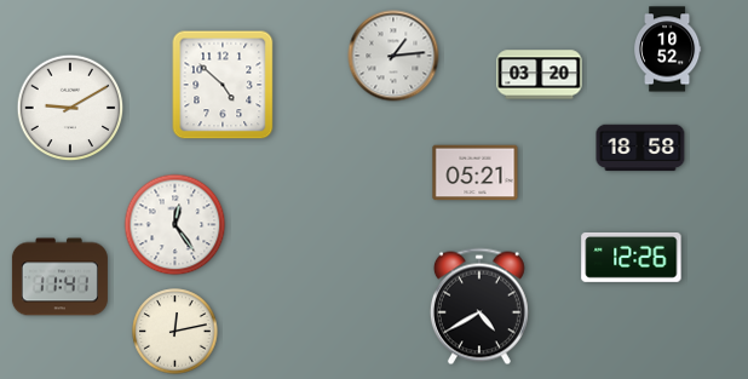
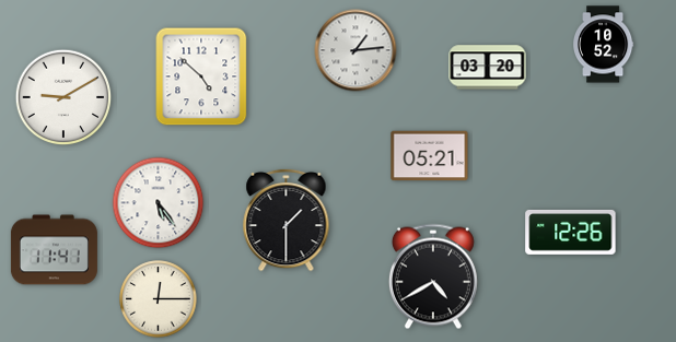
clock at (640, 148): 18:58 -> none
clock at (176, 225): 12:24 -> 5:24
clock at (287, 220): none -> 1:30
clock at (176, 332): 12:13 -> 12:15
